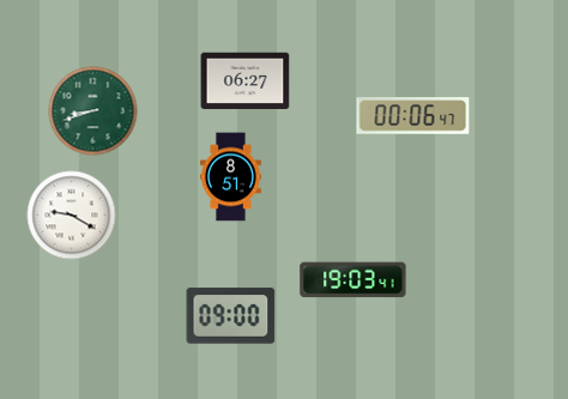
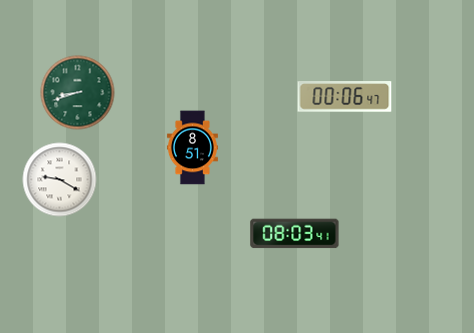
clock at (246, 81): 06:27 -> none
clock at (354, 280): 19:03 -> 08:03
clock at (231, 316): 09:00 -> none
